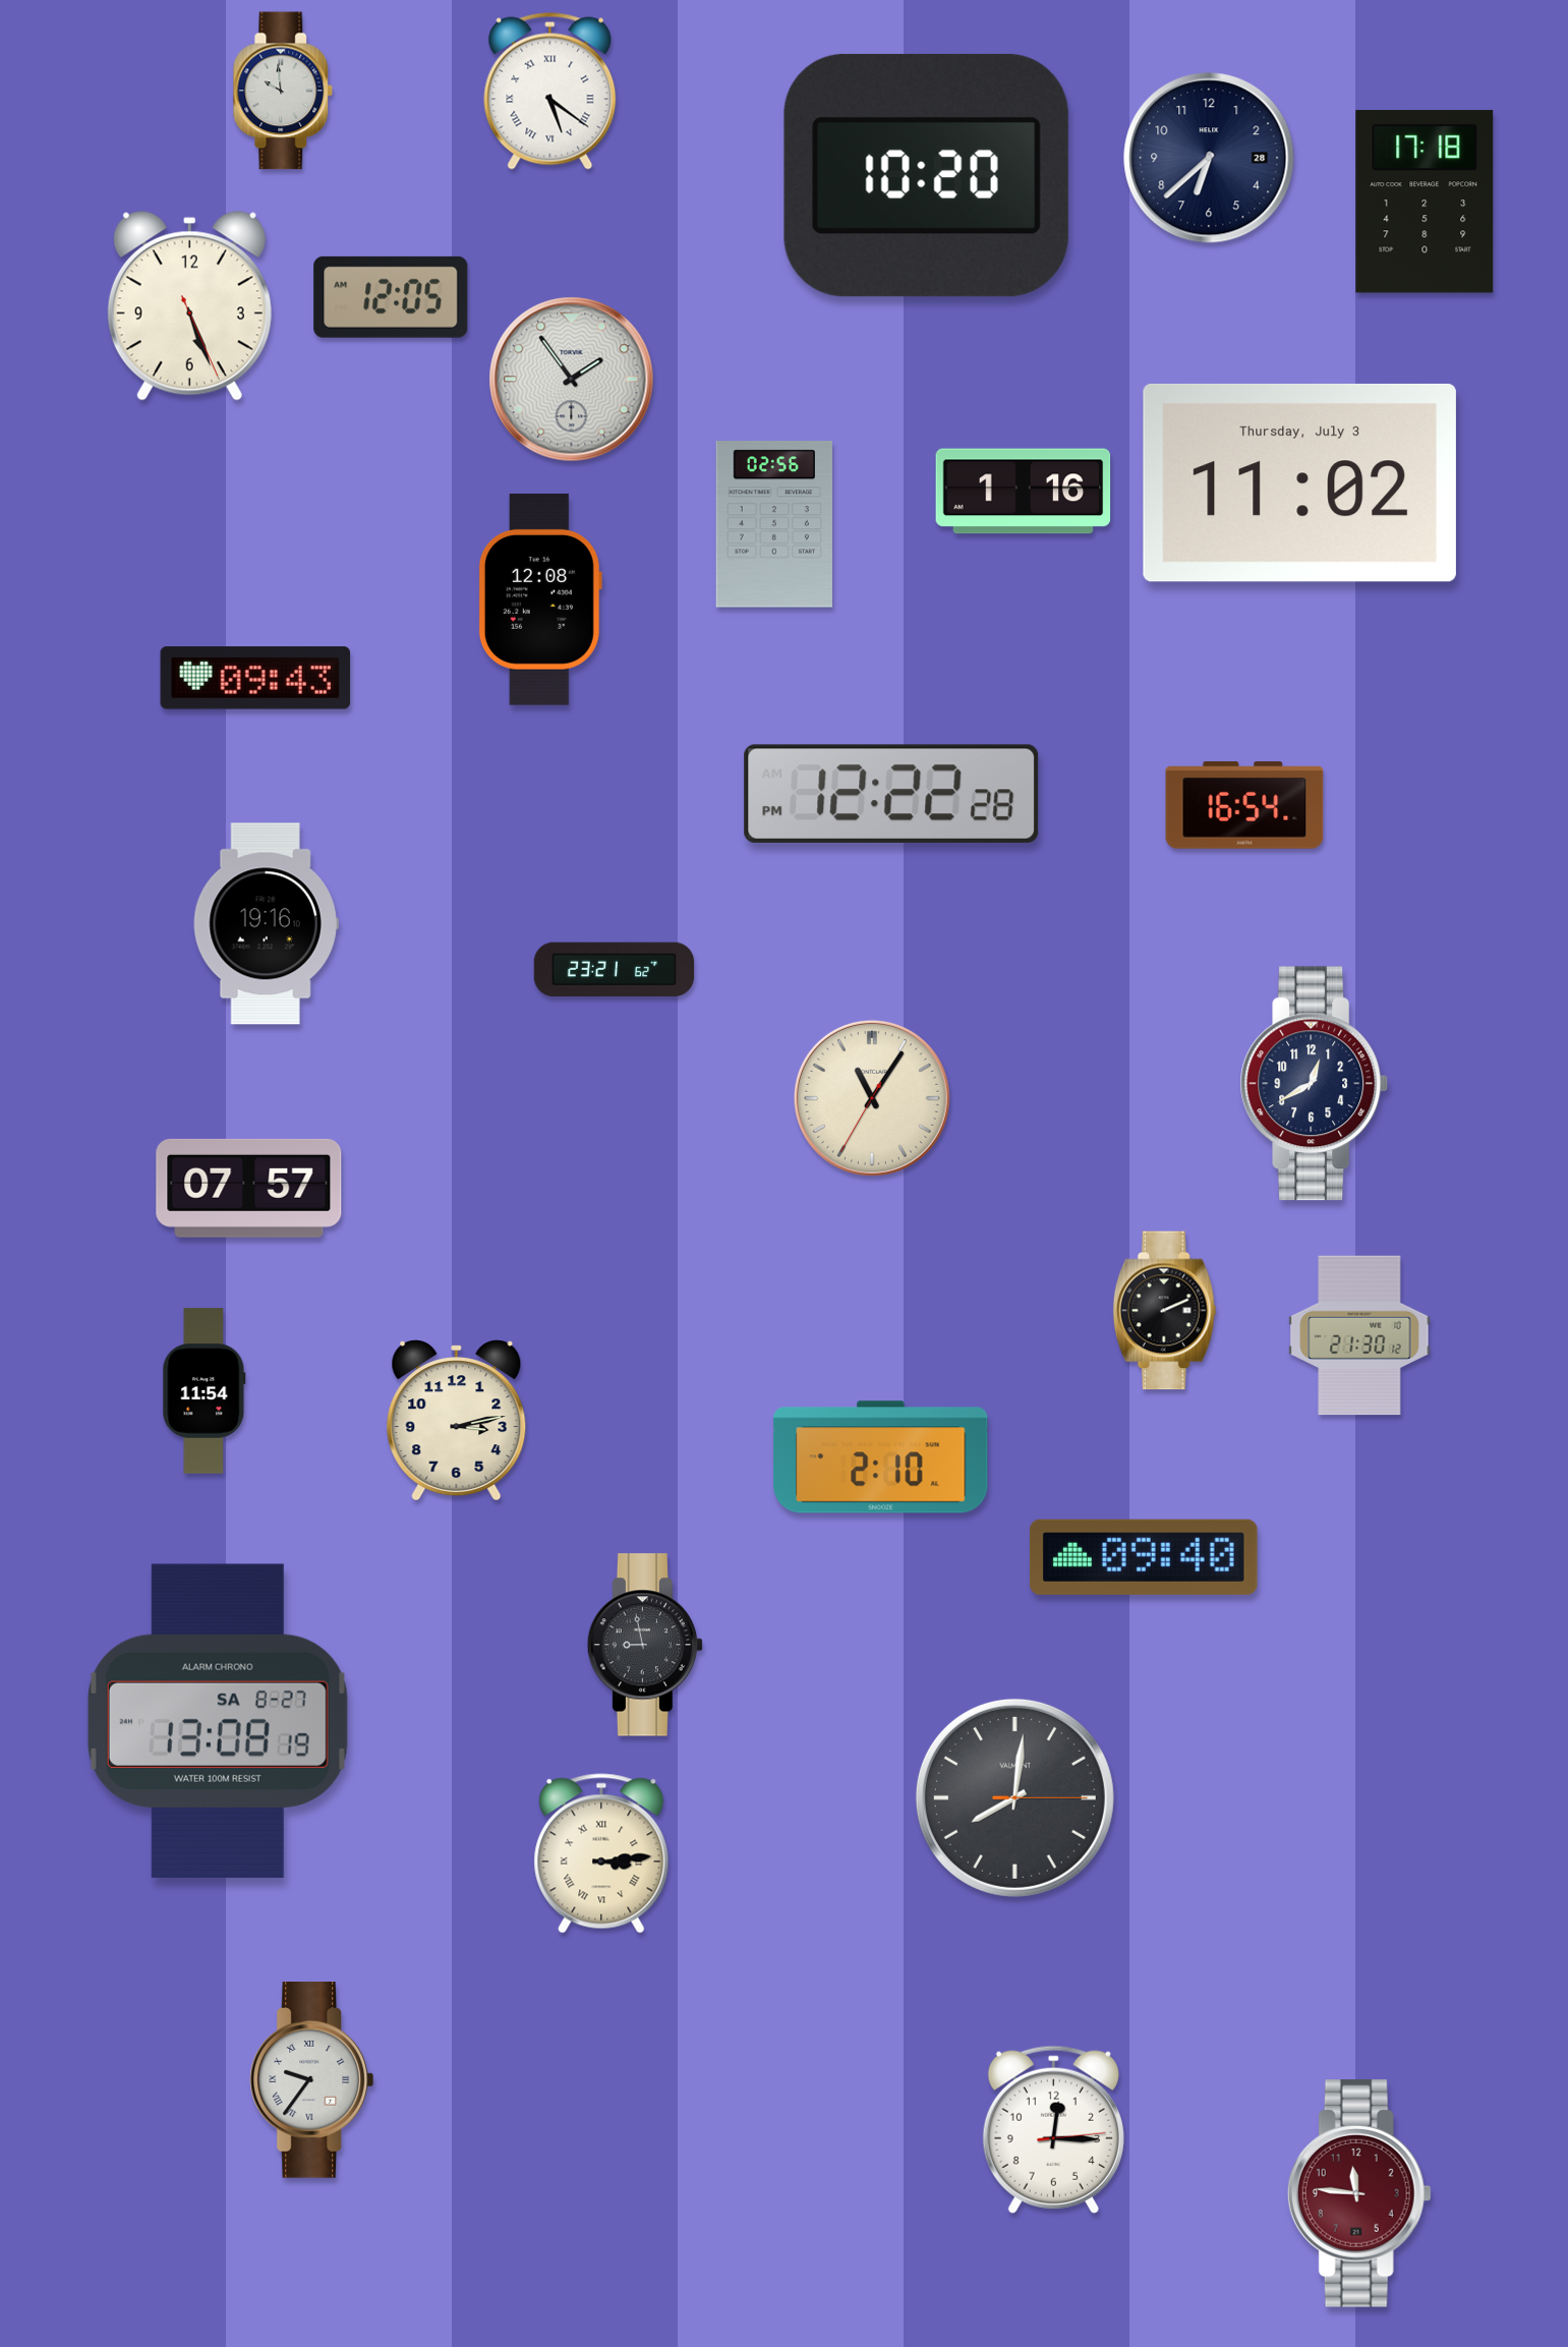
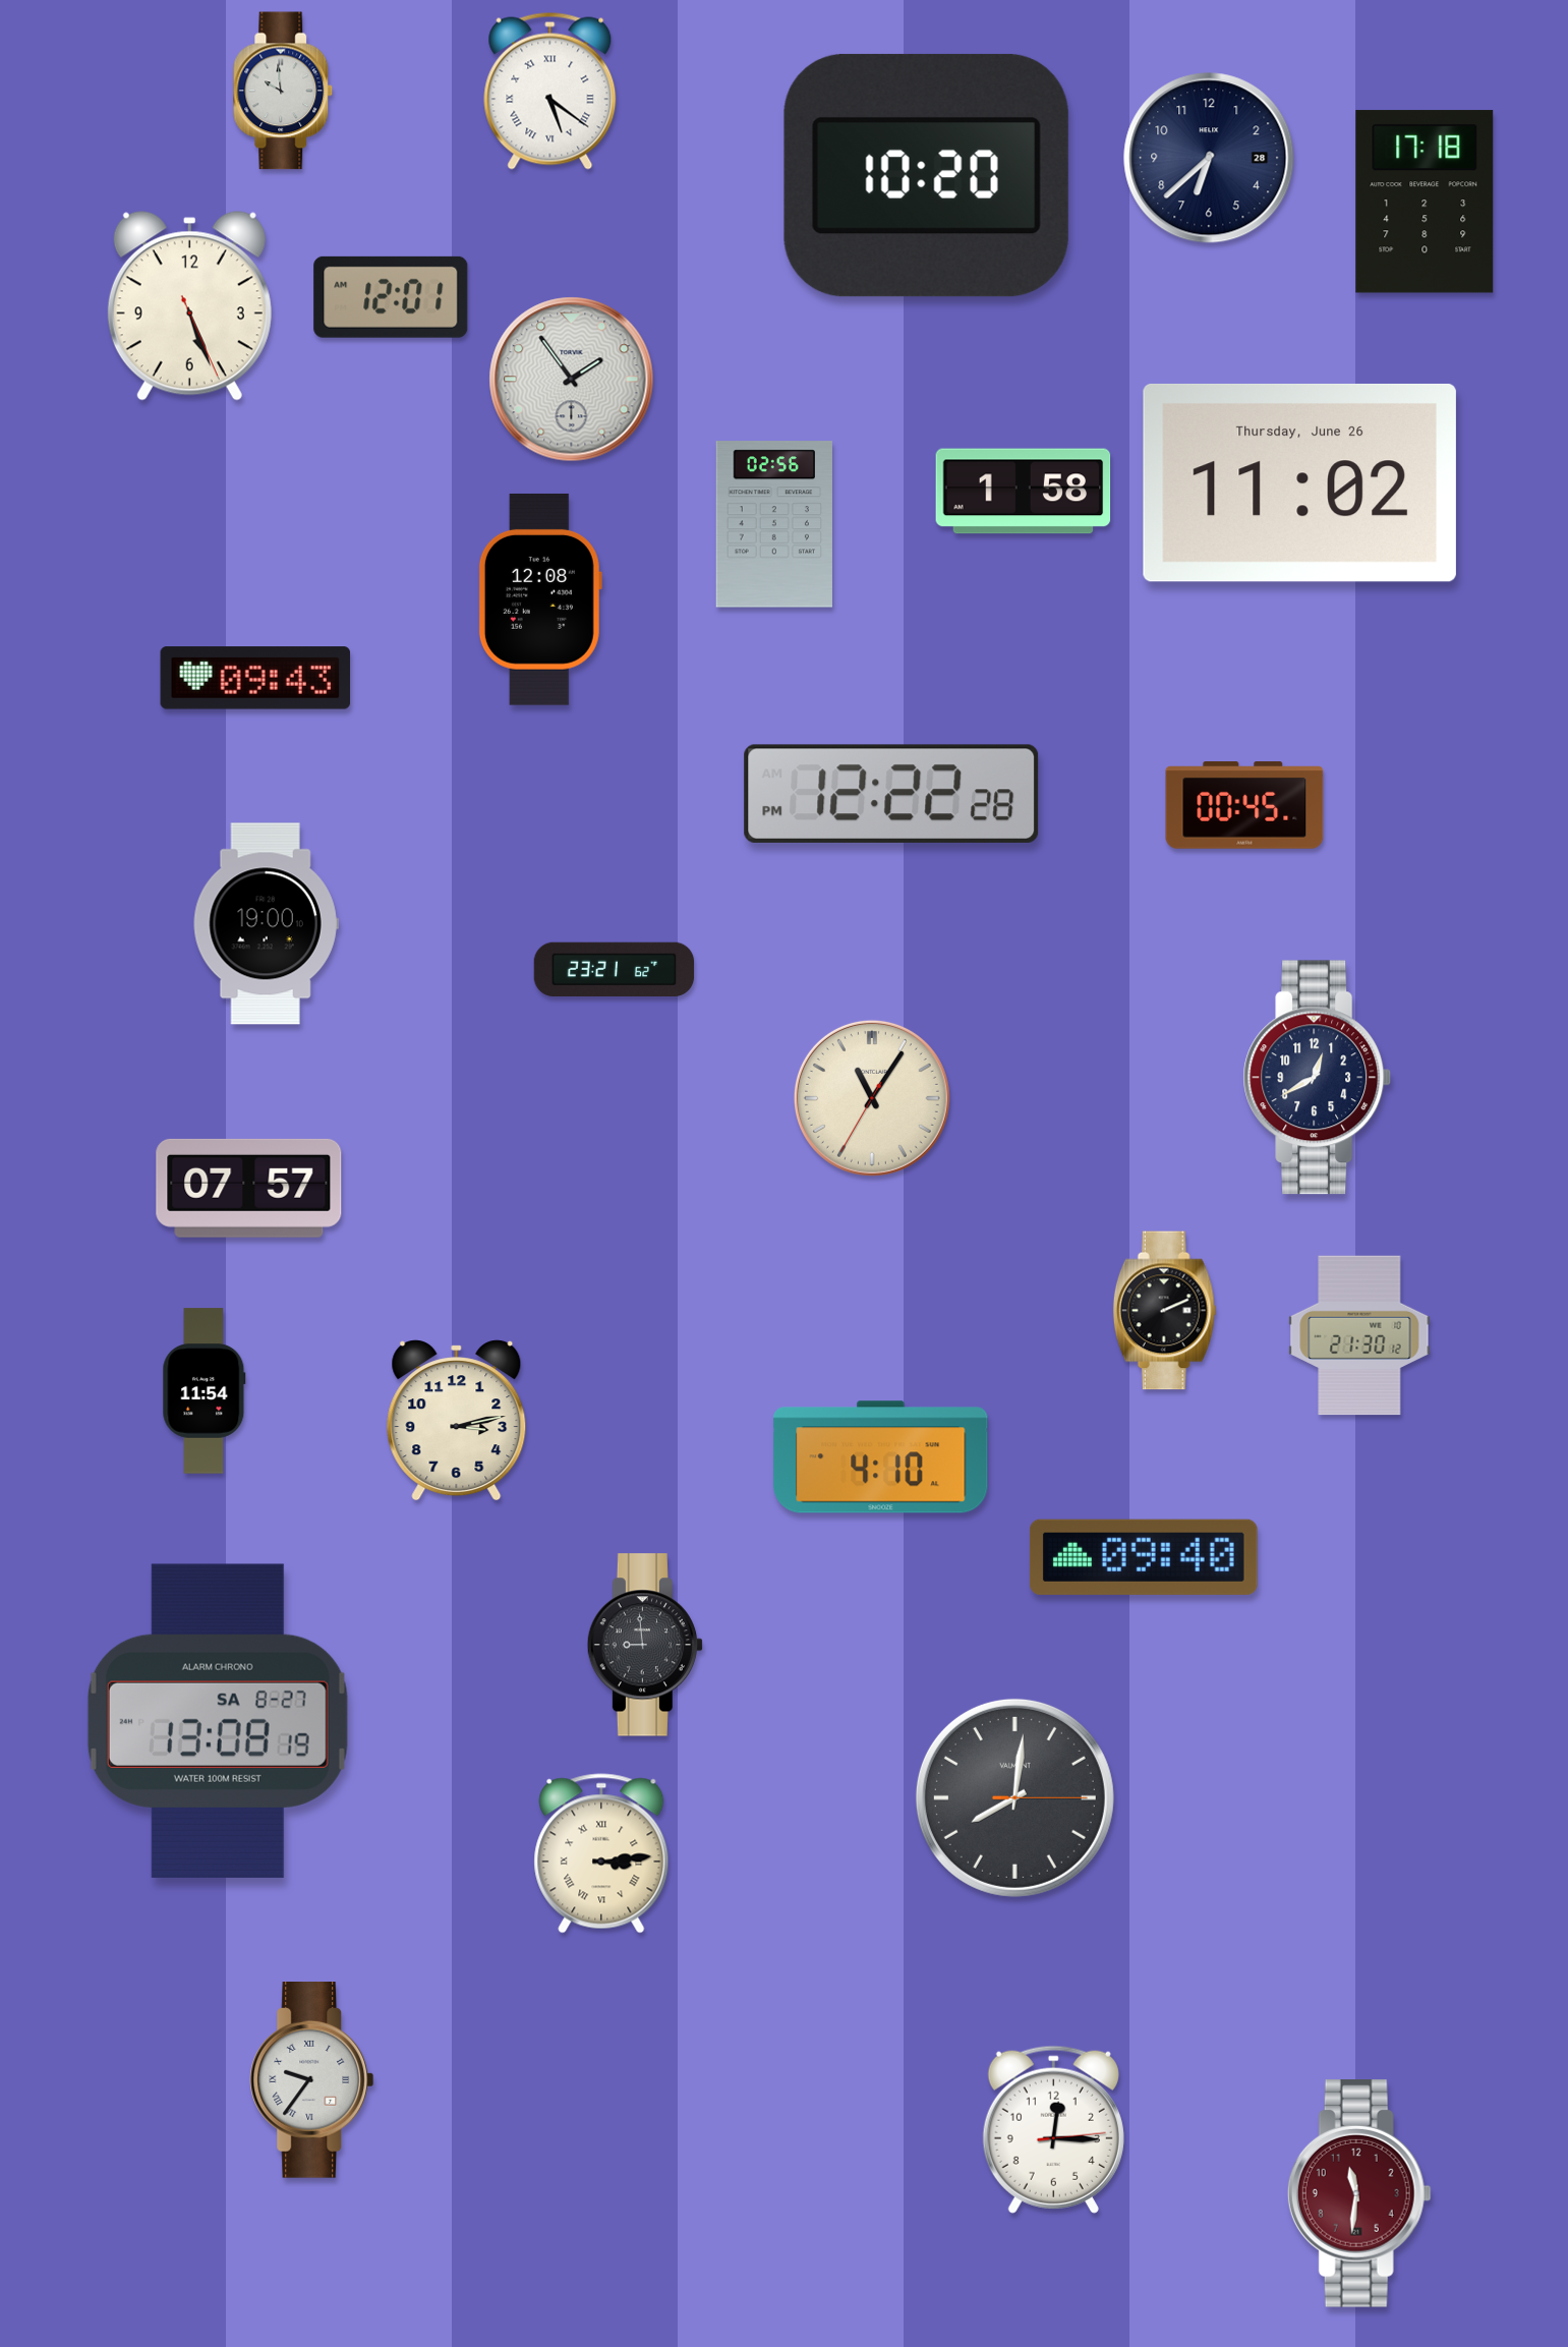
clock at (391, 297): 12:05 -> 12:01
clock at (1299, 482) date: Thursday, July 3 -> Thursday, June 26
clock at (1024, 492): 1:16 -> 1:58
clock at (1244, 805): 16:54 -> 00:45
clock at (266, 924): 19:16 -> 19:00
clock at (1315, 1084) position: (1315, 1084) -> (1318, 1078)
clock at (881, 1457): 2:10 -> 4:10
clock at (644, 1645): 8:58 -> 8:59
clock at (1359, 2194): 11:46 -> 11:31
